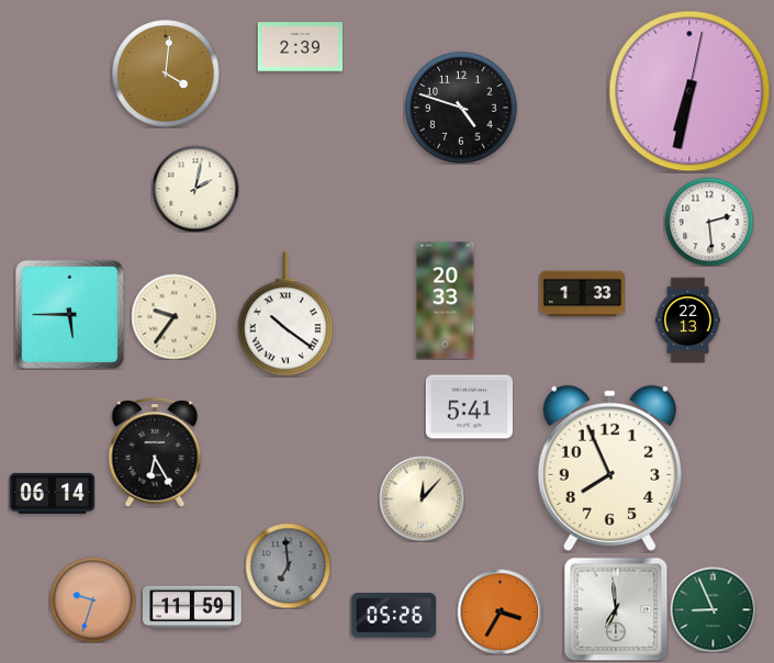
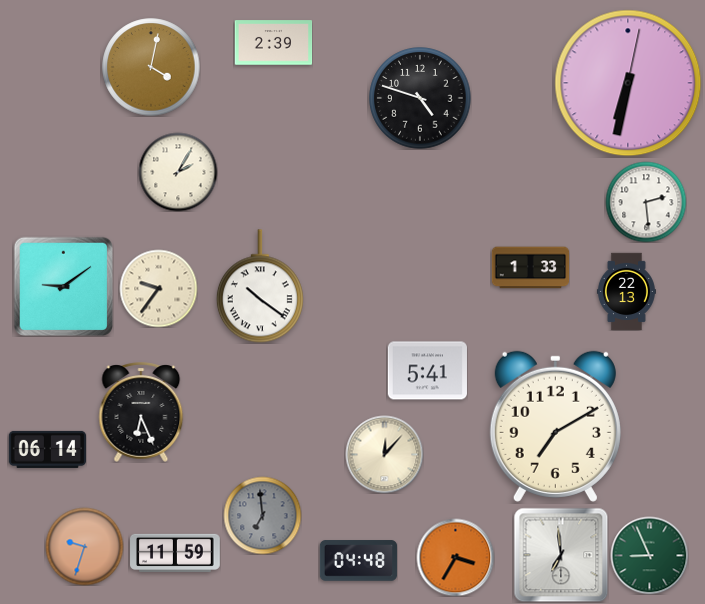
clock at (166, 74): 4:01 -> 4:02
clock at (195, 189): 2:02 -> 2:05
clock at (446, 301): 20:33 -> none
clock at (69, 314): 5:45 -> 9:09
clock at (155, 452): 6:25 -> 6:26
clock at (609, 468): 7:56 -> 7:10
clock at (393, 616): 05:26 -> 04:48
